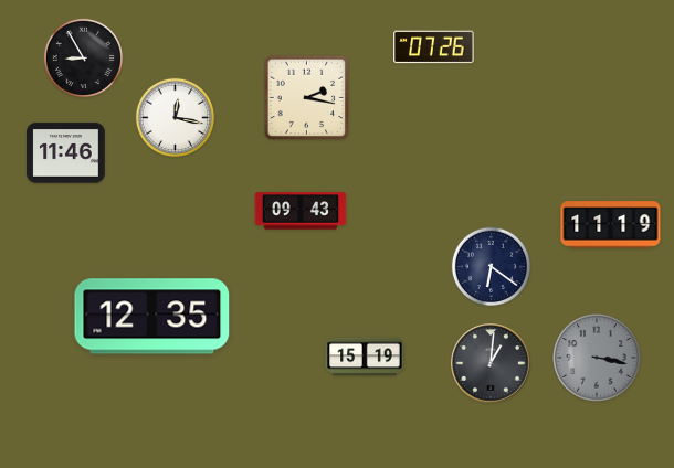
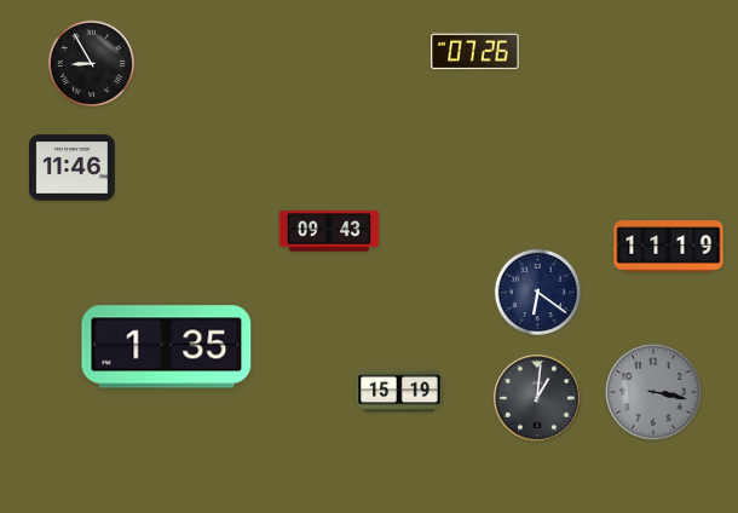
clock at (307, 98): 2:17 -> none
clock at (175, 117): 12:17 -> none
clock at (152, 317): 12:35 -> 1:35
